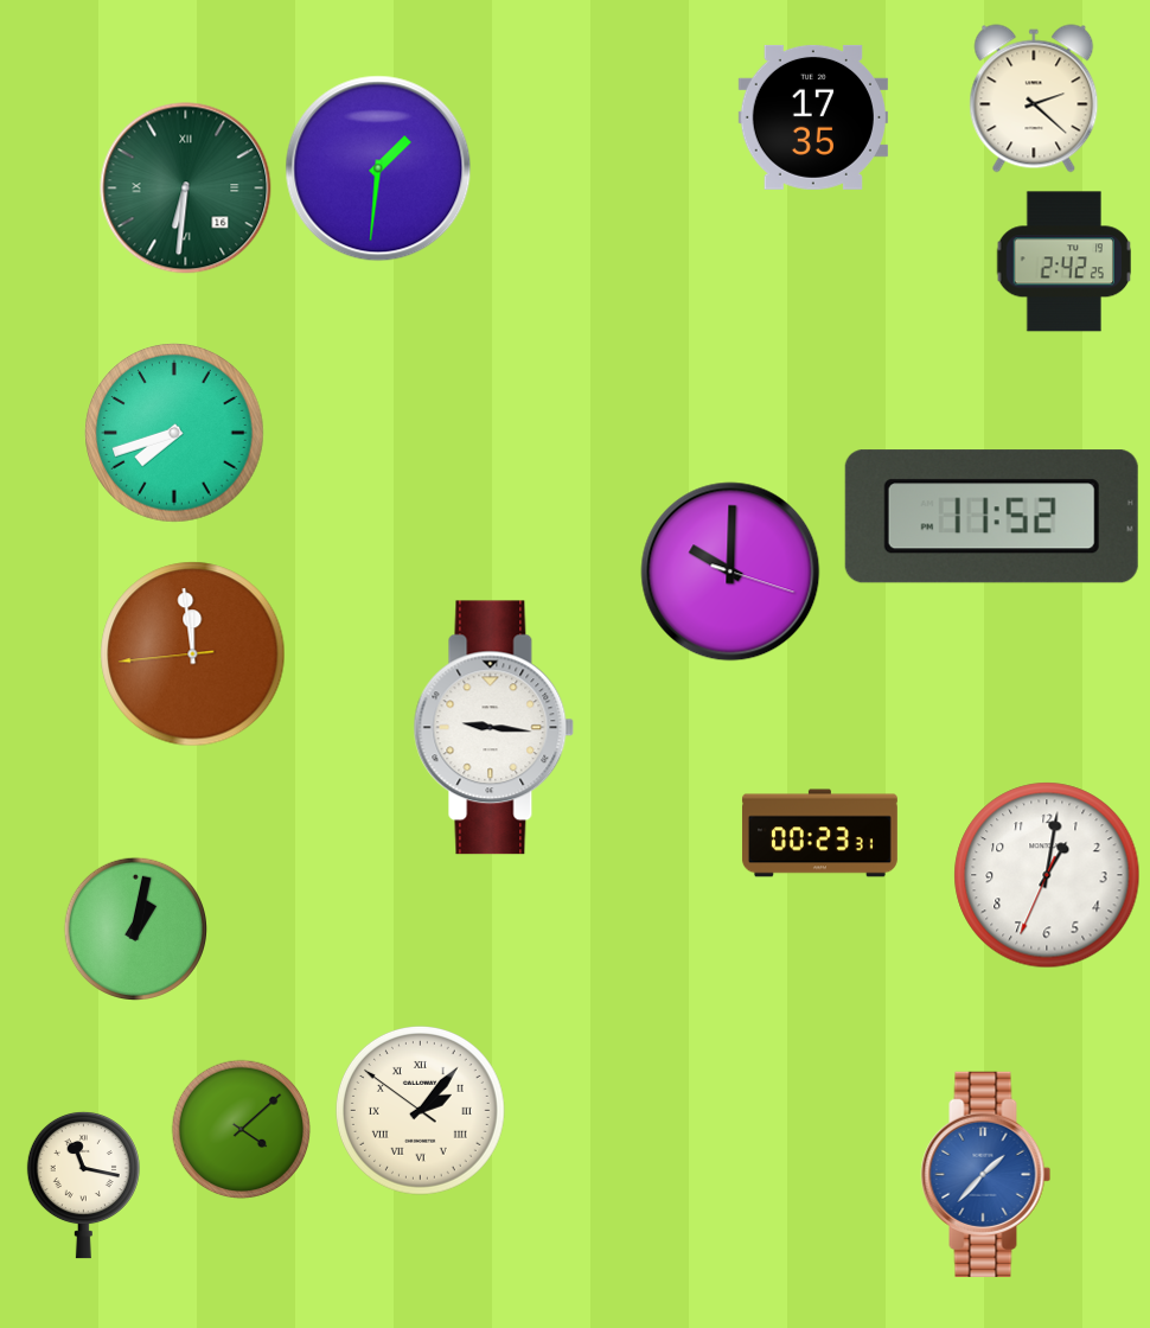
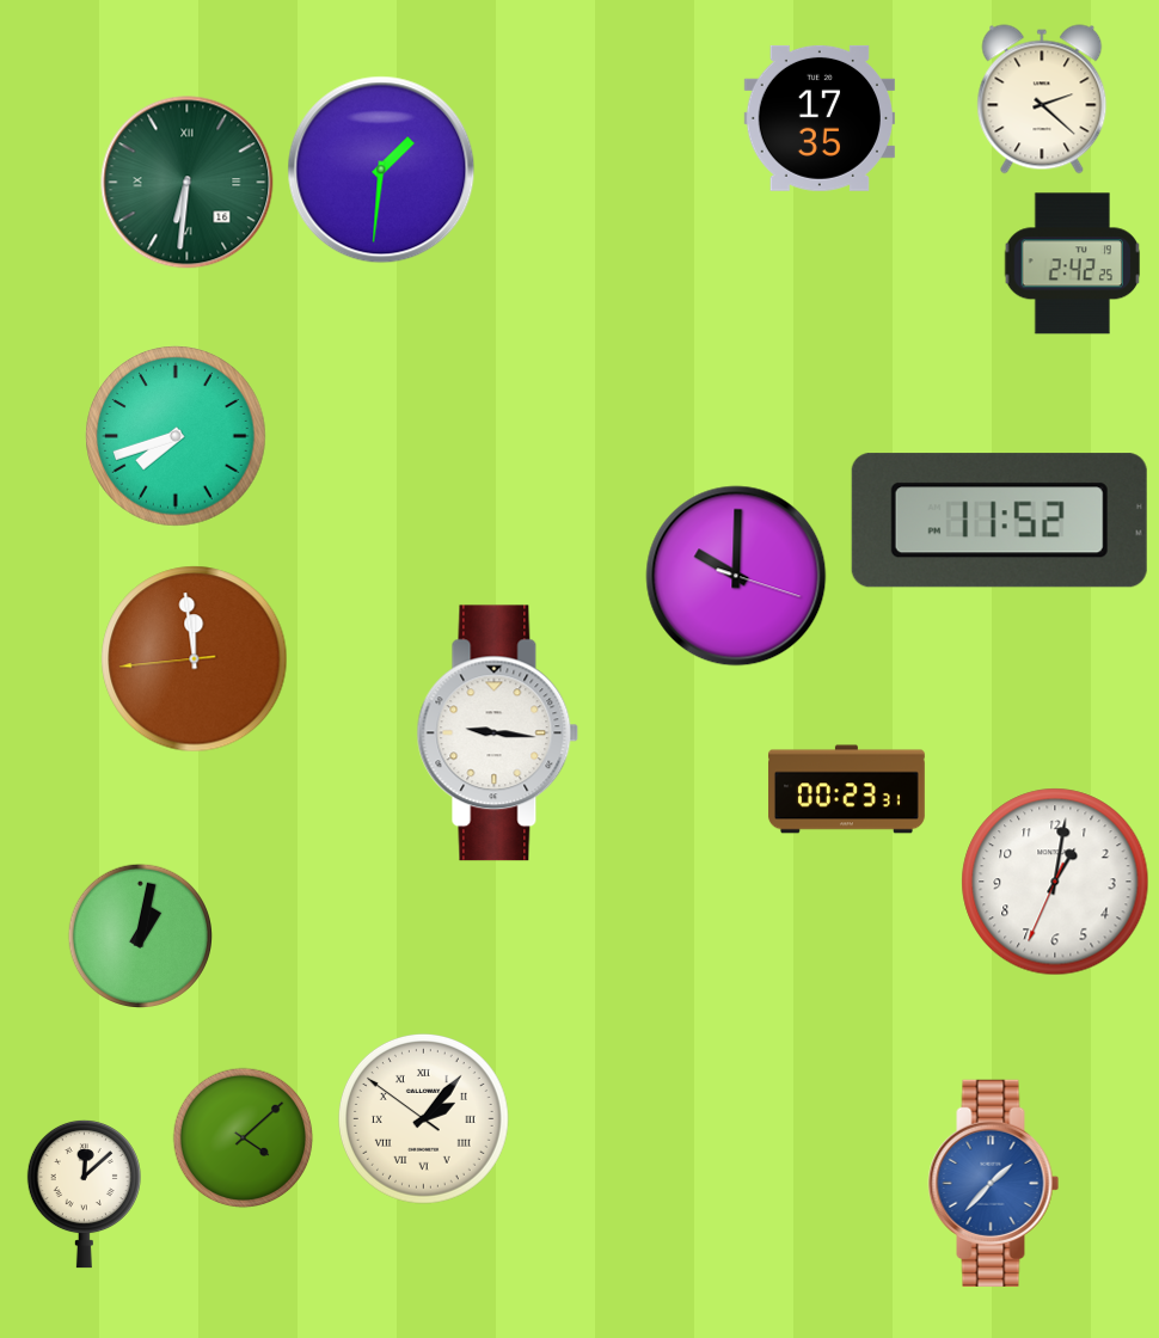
clock at (186, 189) position: (186, 189) -> (188, 183)
clock at (819, 834) position: (819, 834) -> (846, 790)
clock at (135, 928) position: (135, 928) -> (140, 935)
clock at (83, 1185): 11:17 -> 12:08
